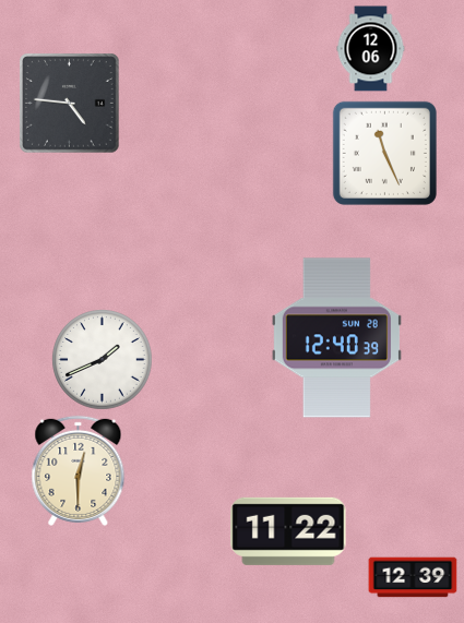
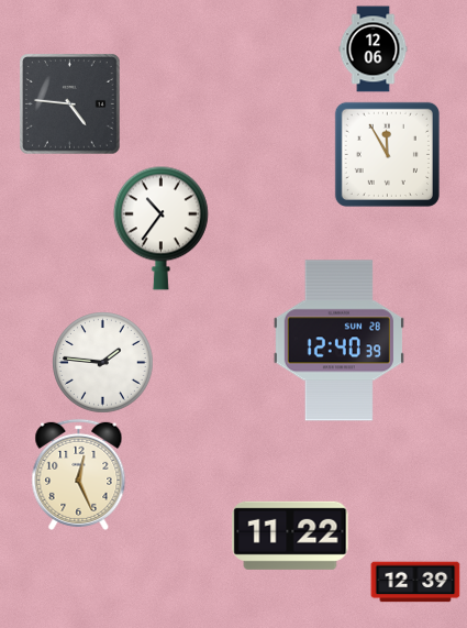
clock at (384, 153): 11:26 -> 11:55
clock at (160, 228): none -> 10:36
clock at (103, 360): 1:41 -> 1:46
clock at (79, 470): 12:30 -> 12:26
